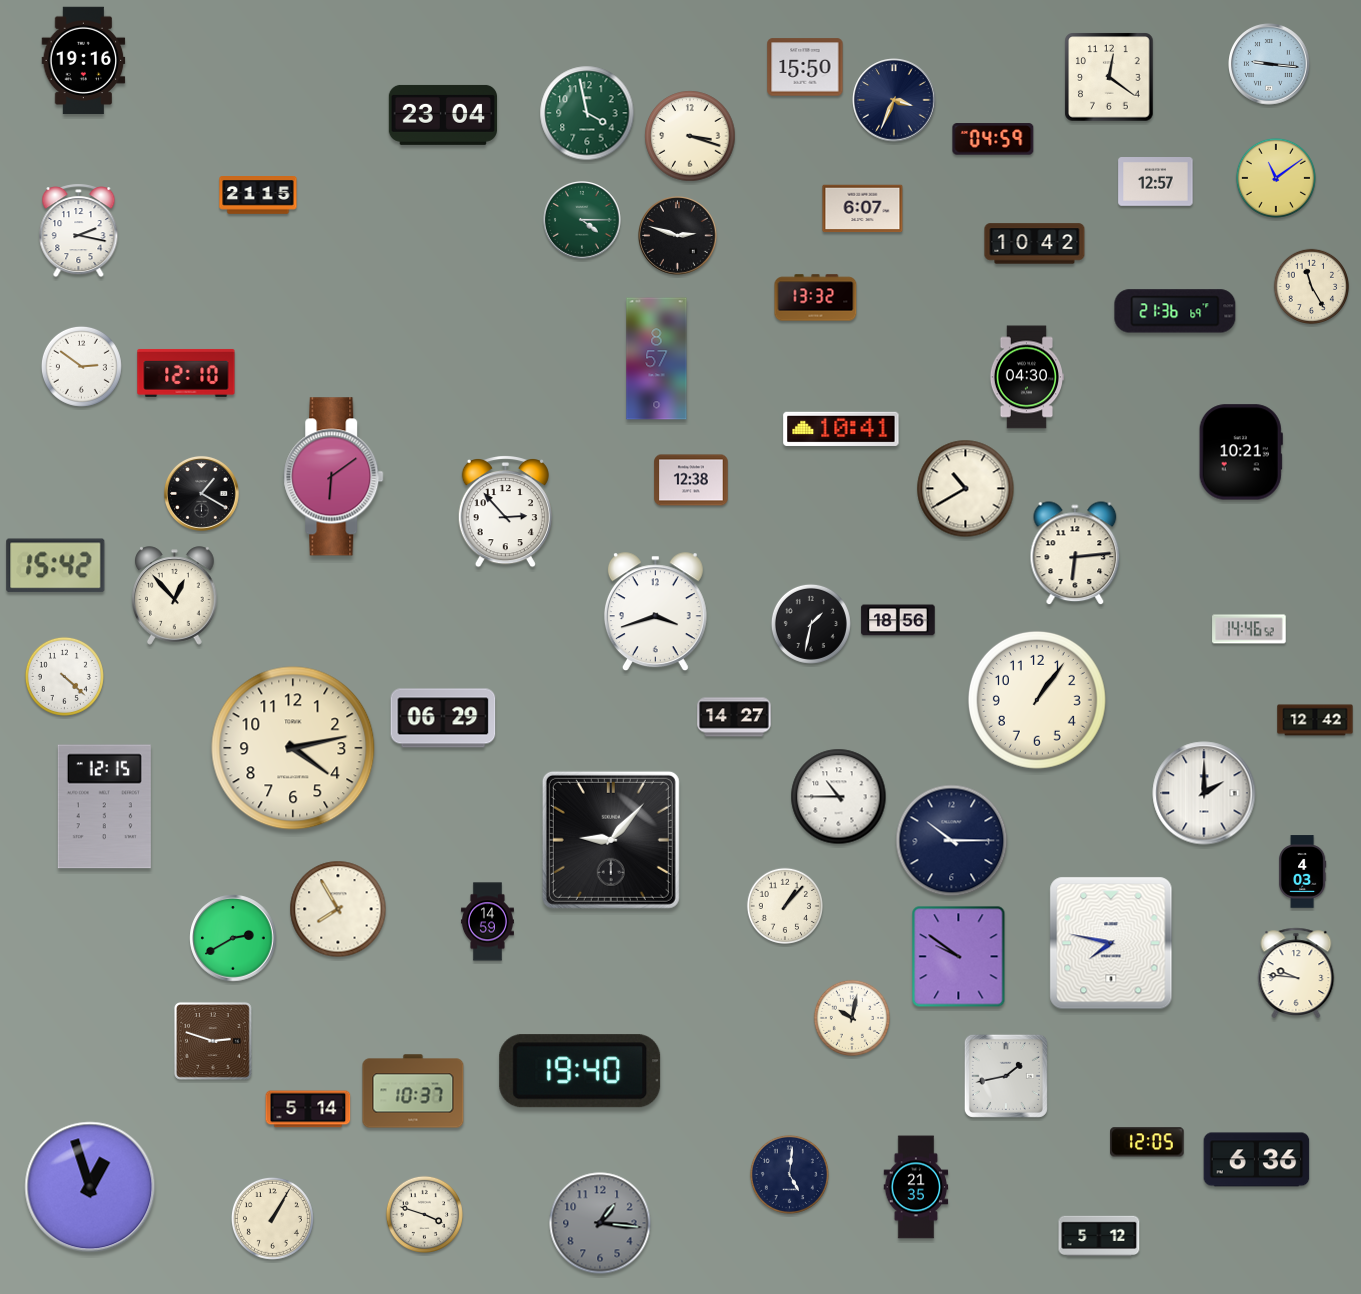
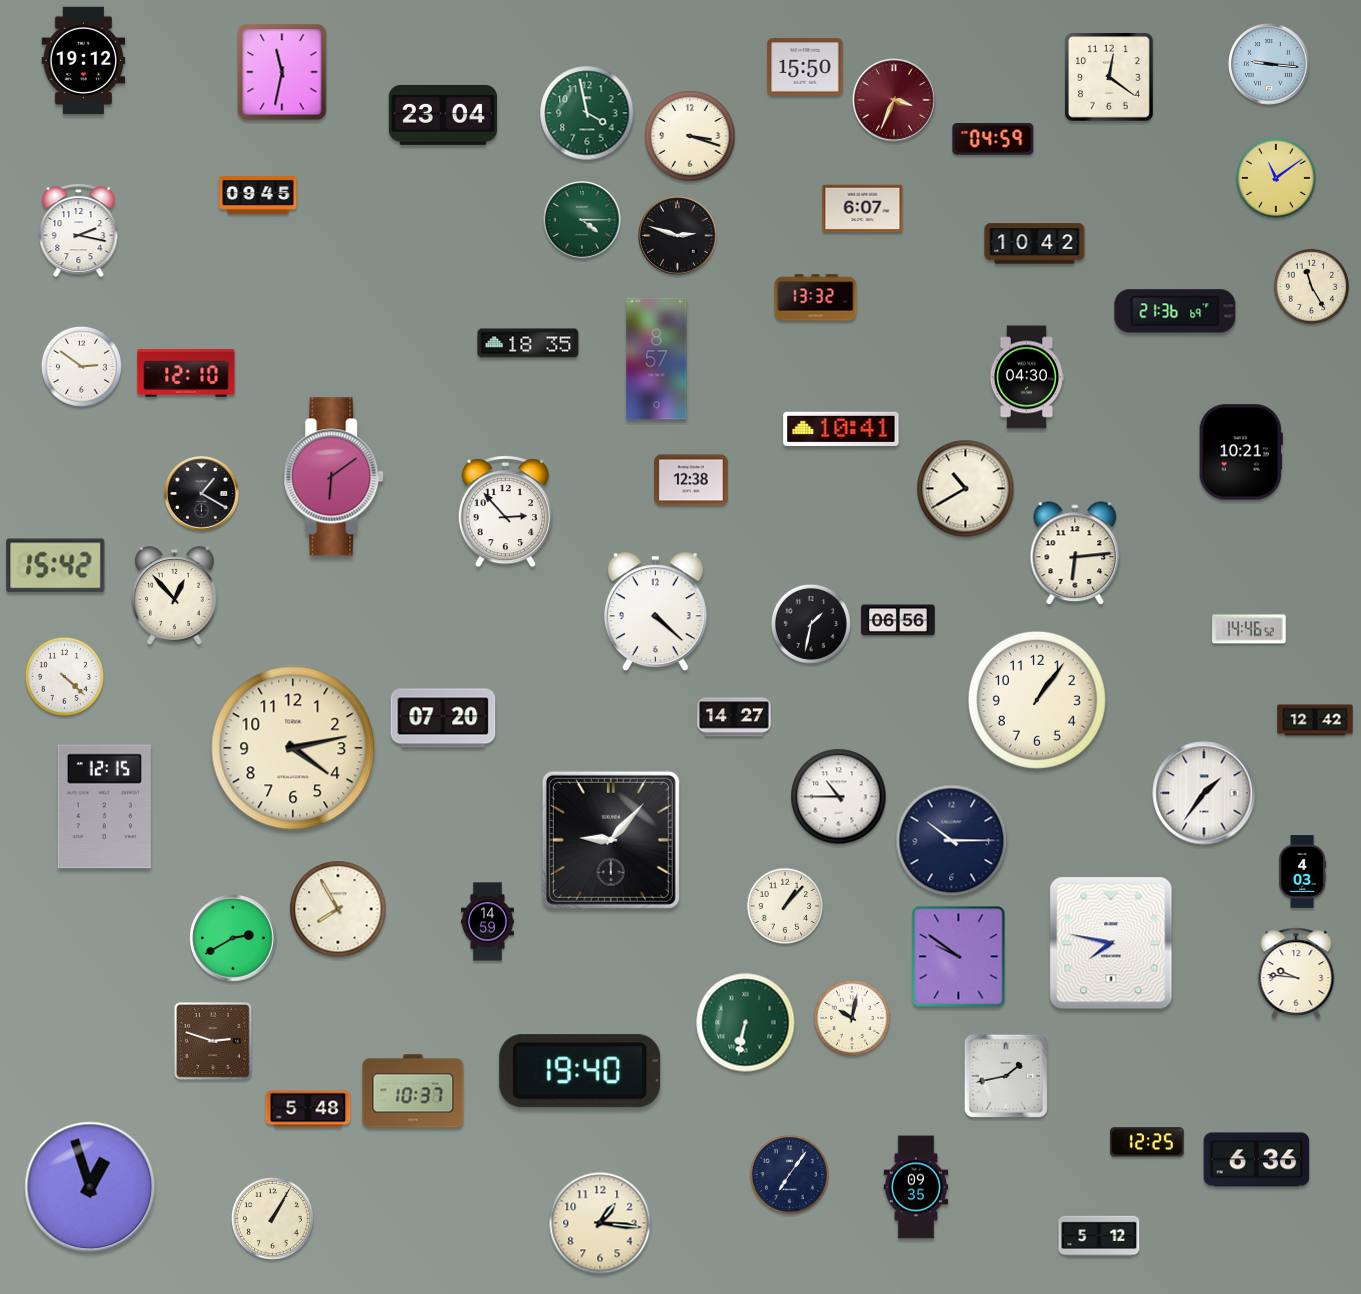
clock at (84, 61): 19:16 -> 19:12
clock at (282, 72): none -> 11:32
clock at (894, 100) dial: navy -> burgundy
clock at (1156, 182): 12:57 -> none
clock at (258, 195): 21:15 -> 09:45
clock at (528, 343): none -> 18:35
clock at (655, 612): 3:42 -> 4:22
clock at (898, 620): 18:56 -> 06:56
clock at (443, 718): 06:29 -> 07:20
clock at (1204, 793): 2:00 -> 1:36
clock at (746, 1023): none -> 6:32
clock at (308, 1109): 5:14 -> 5:48
clock at (1147, 1142): 12:05 -> 12:25
clock at (789, 1174): 5:01 -> 7:06
clock at (916, 1187): 21:35 -> 09:35
clock at (424, 1214): 3:48 -> none
clock at (600, 1223) dial: grey -> cream
